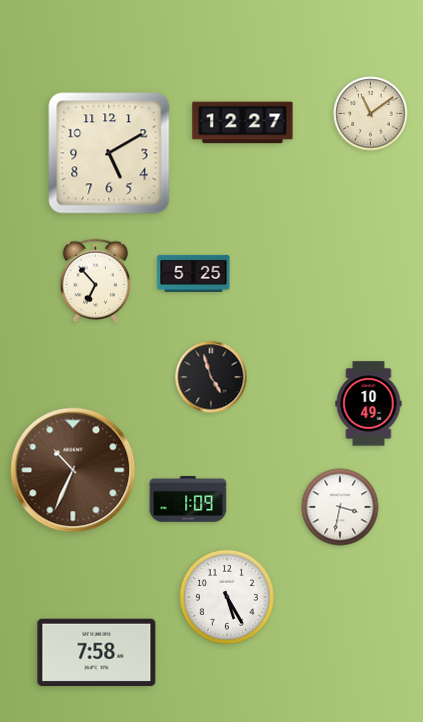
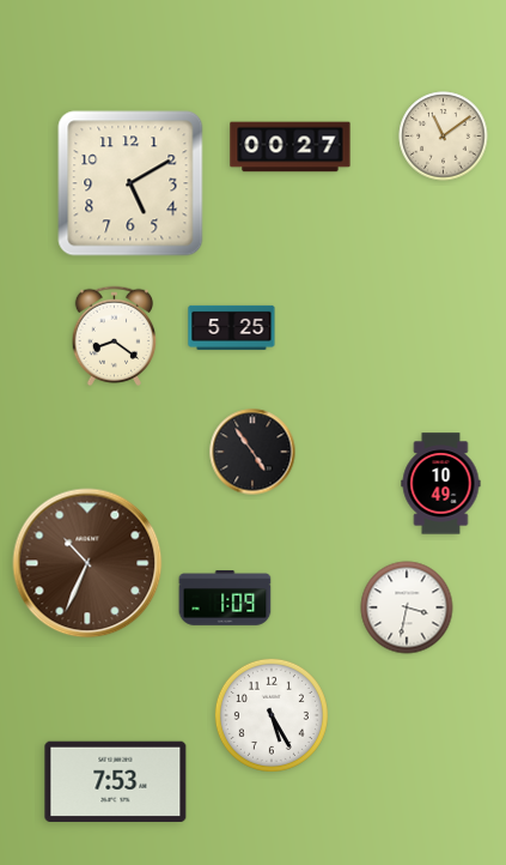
clock at (243, 123): 12:27 -> 00:27
clock at (96, 280): 6:53 -> 8:21
clock at (211, 377): 4:57 -> 4:54
clock at (97, 652): 7:58 -> 7:53
